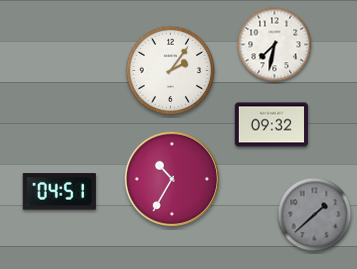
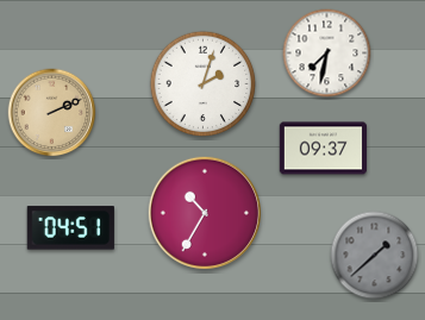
clock at (171, 71): 2:06 -> 2:03
clock at (52, 113): none -> 2:11
clock at (271, 125): 09:32 -> 09:37
